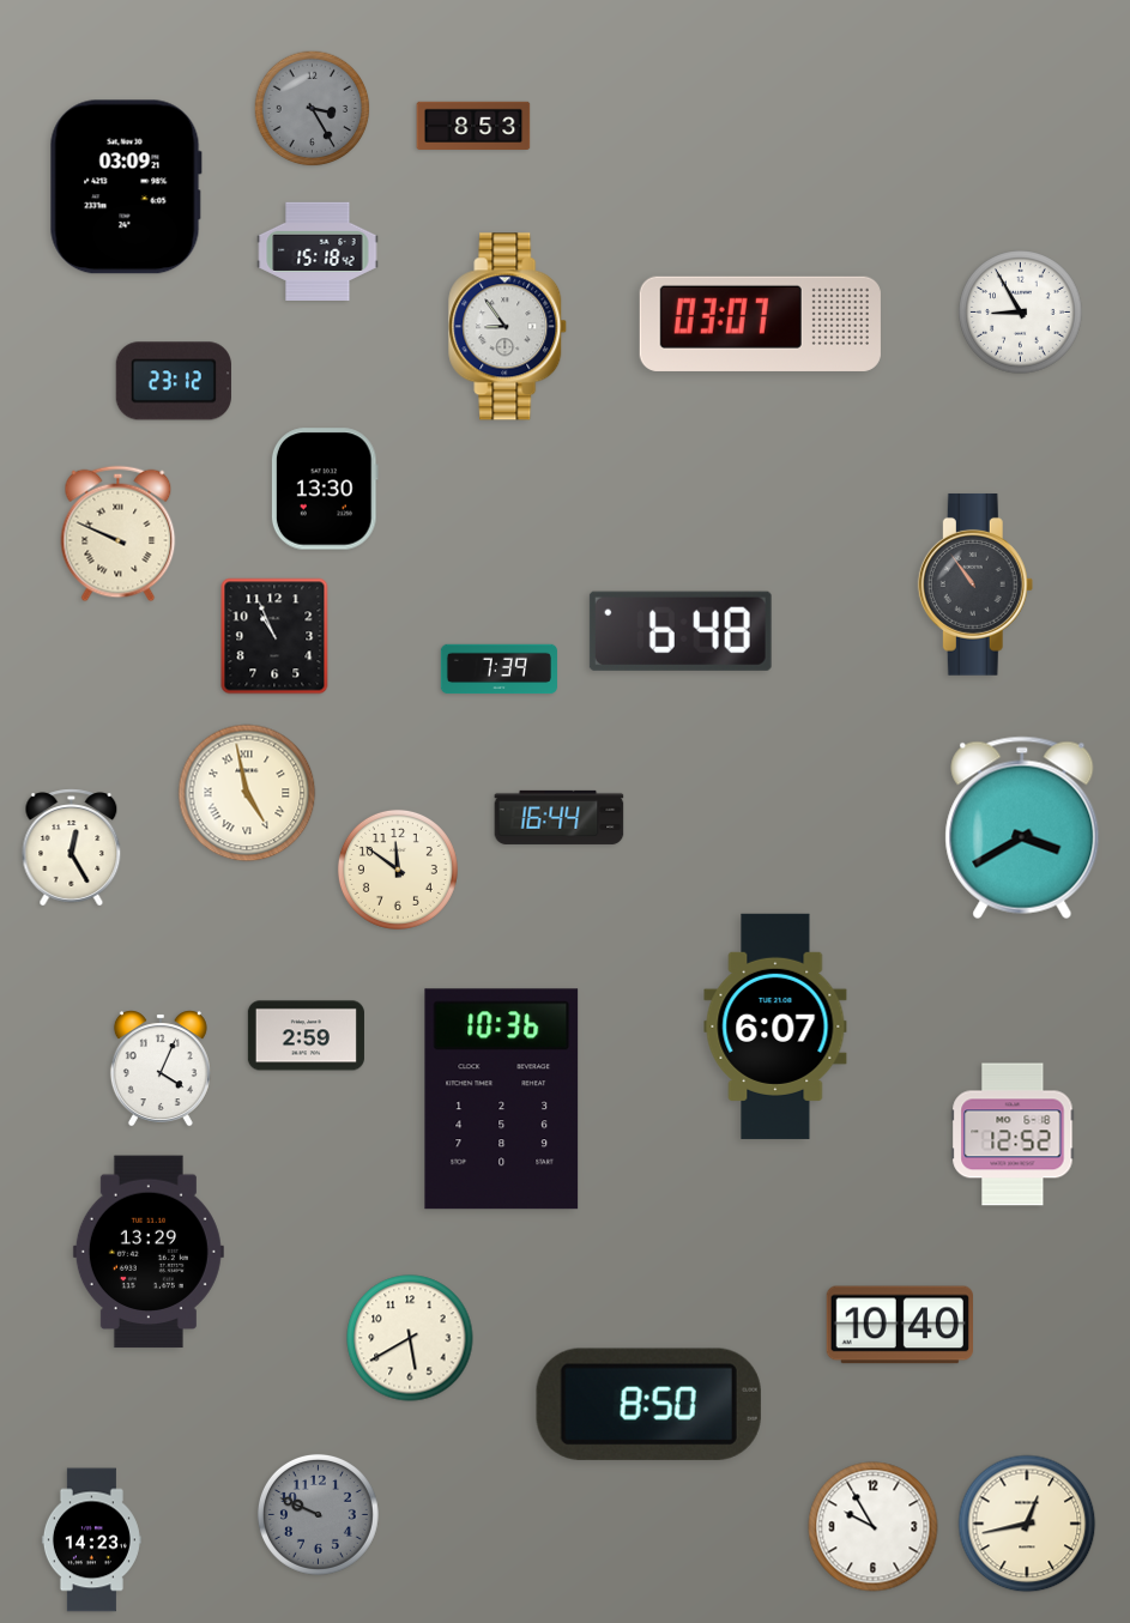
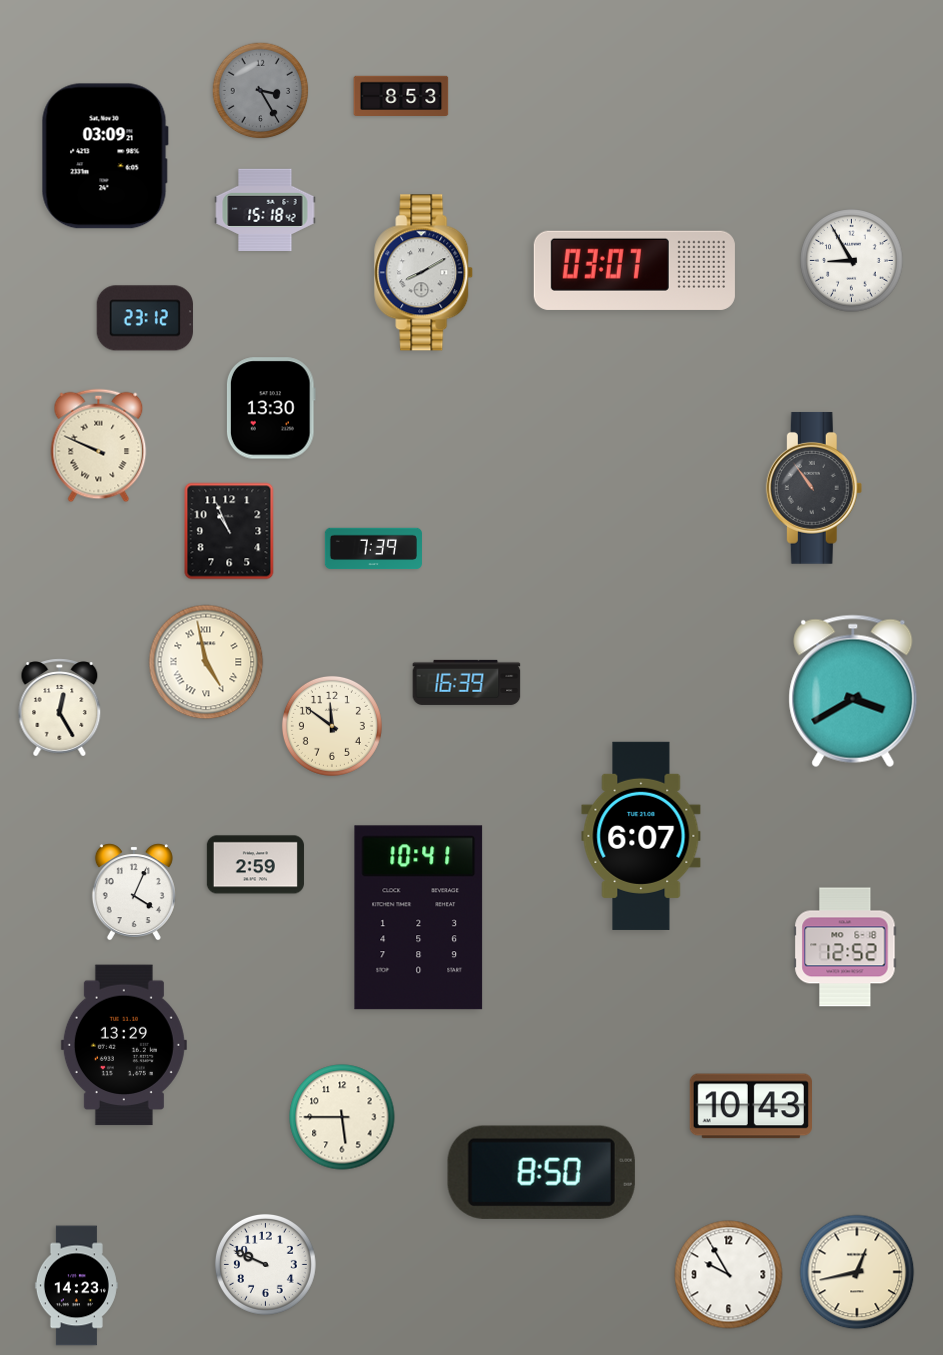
clock at (473, 125) position: (473, 125) -> (401, 95)
clock at (508, 327): 8:54 -> 8:10
clock at (681, 631): 6:48 -> none
clock at (498, 670) position: (498, 670) -> (373, 549)
clock at (560, 817): 16:44 -> 16:39
clock at (775, 1027) position: (775, 1027) -> (641, 836)
clock at (502, 1100): 10:36 -> 10:41
clock at (899, 1325): 10:40 -> 10:43
clock at (410, 1338): 5:40 -> 5:45
clock at (318, 1514) dial: grey -> white
